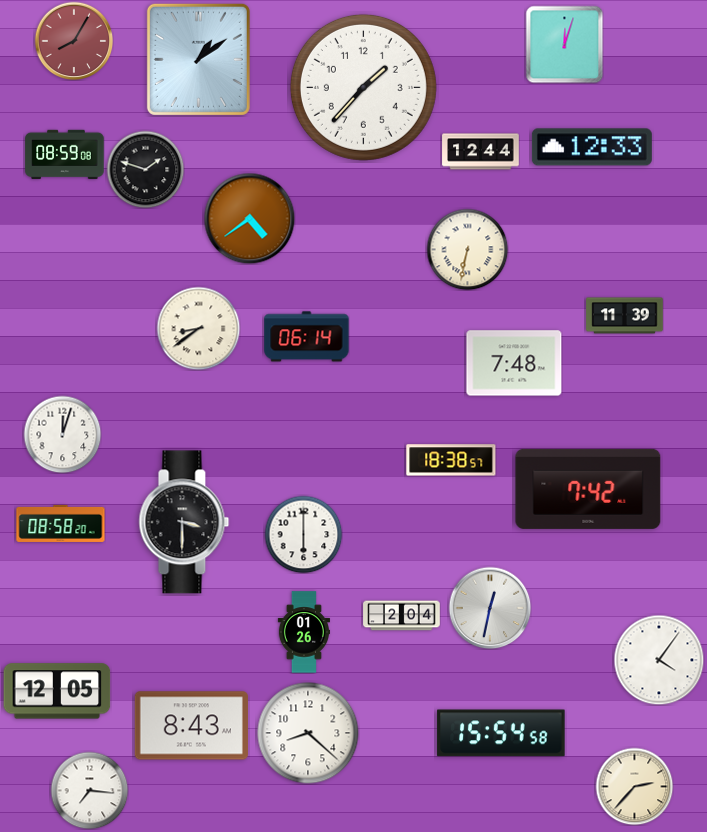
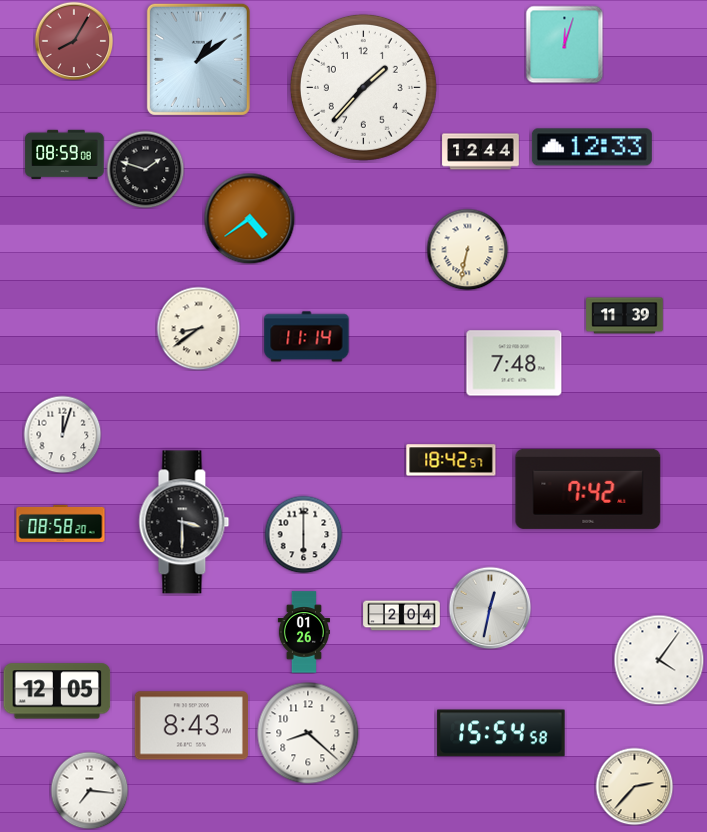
clock at (307, 337): 06:14 -> 11:14
clock at (451, 460): 18:38 -> 18:42
